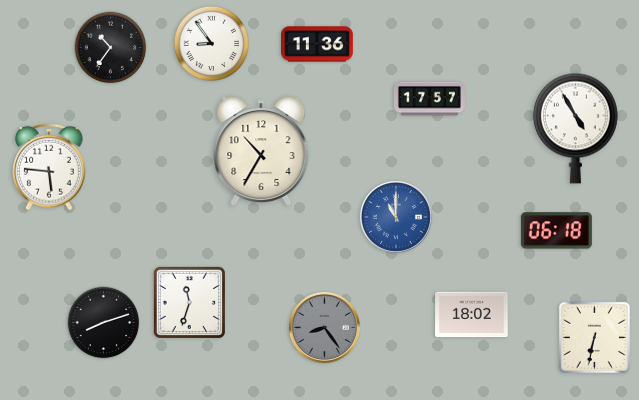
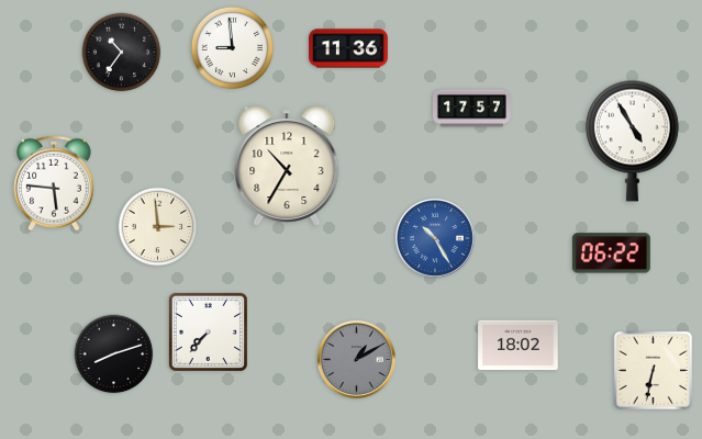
clock at (211, 43): 8:54 -> 8:59
clock at (158, 227): none -> 2:59
clock at (396, 217): 11:00 -> 10:25
clock at (556, 231): 06:18 -> 06:22
clock at (189, 302): 11:33 -> 7:37
clock at (324, 327): 8:24 -> 1:10
